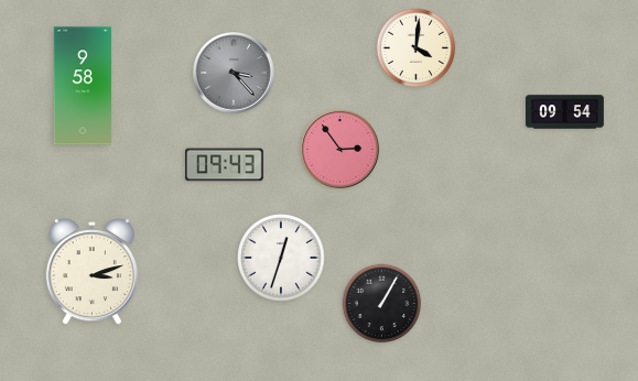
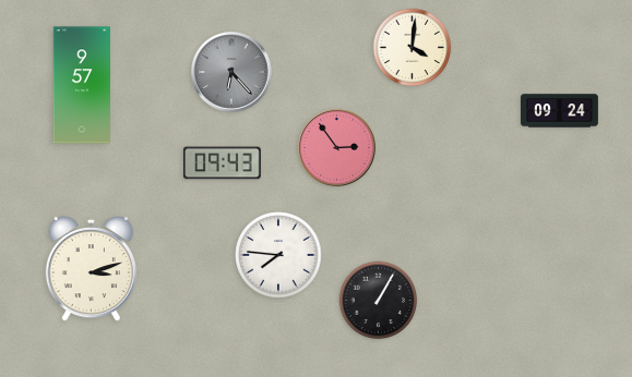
clock at (234, 73): 3:23 -> 6:23
clock at (82, 86): 9:58 -> 9:57
clock at (565, 112): 09:54 -> 09:24
clock at (281, 258): 12:33 -> 7:46
